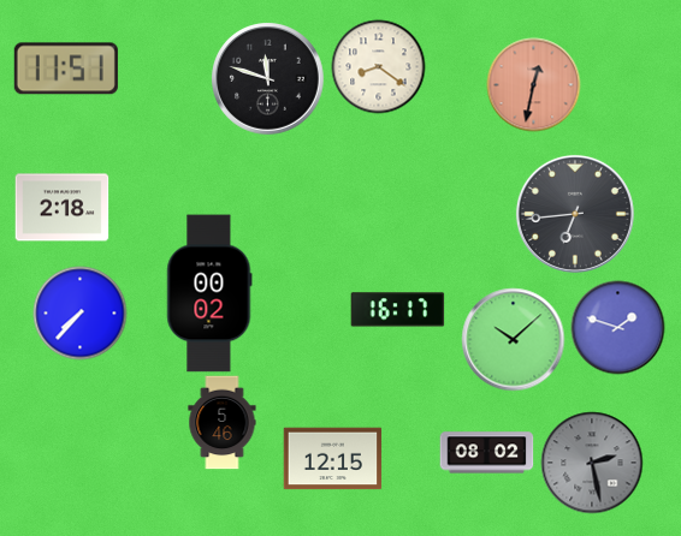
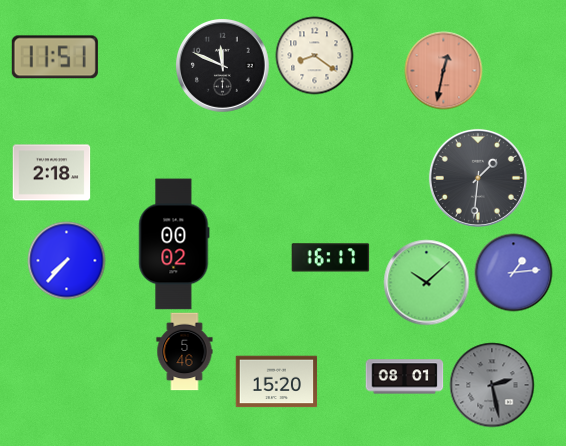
clock at (267, 78): 11:48 -> 11:49
clock at (575, 214): 6:44 -> 1:31
clock at (617, 327): 1:48 -> 1:14
clock at (486, 453): 08:02 -> 08:01
clock at (332, 459): 12:15 -> 15:20
